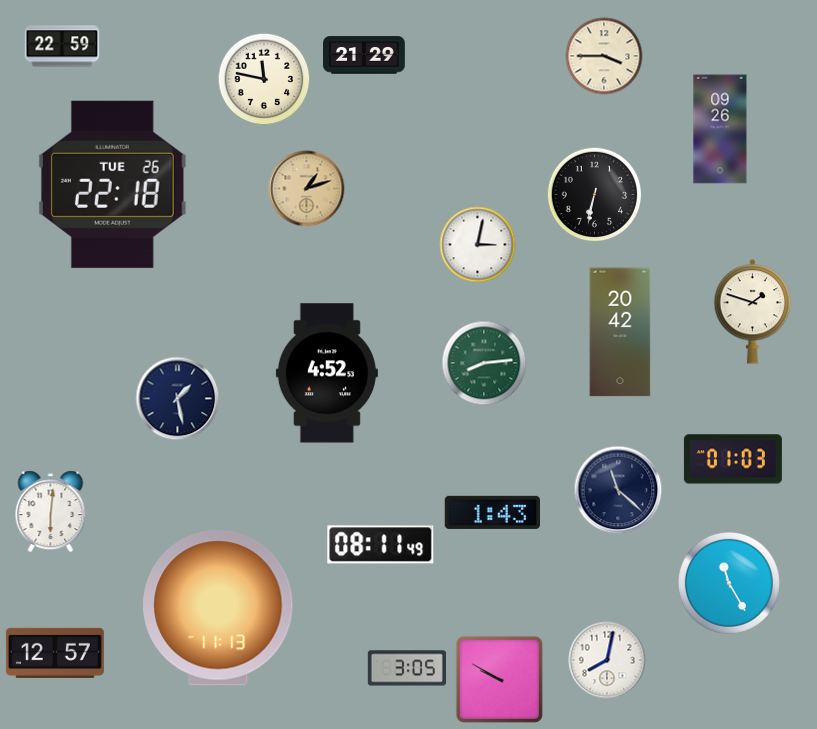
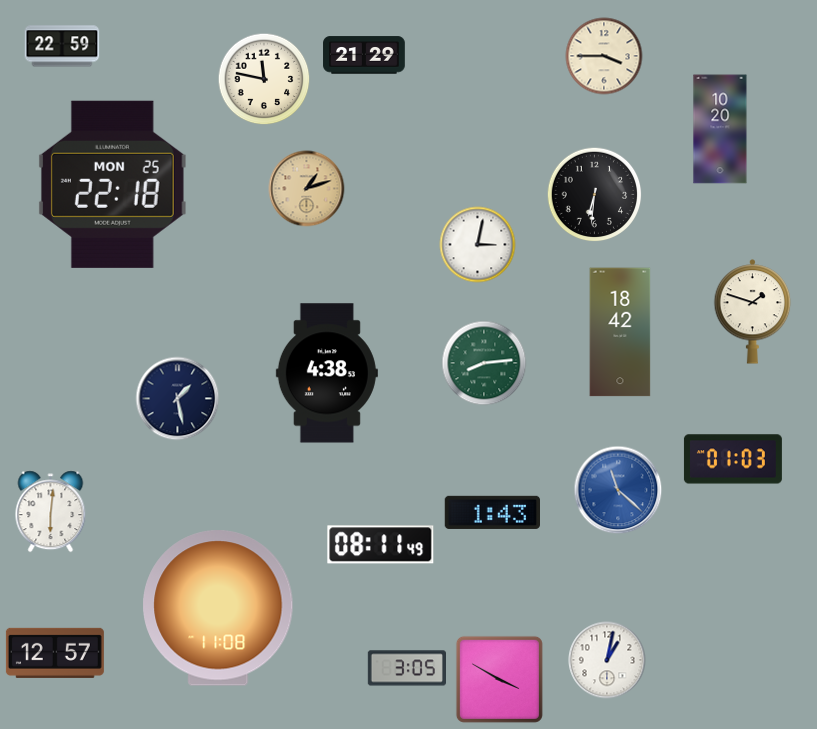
clock at (720, 129): 09:26 -> 10:20
clock at (112, 184) date: TUE 26 -> MON 25
clock at (595, 195): 6:32 -> 6:31
clock at (620, 332): 20:42 -> 18:42
clock at (327, 373): 4:52 -> 4:38
clock at (618, 490) dial: navy -> blue
clock at (729, 583): 11:25 -> none
clock at (218, 608): 11:13 -> 11:08
clock at (607, 660): 8:02 -> 1:02
clock at (499, 679): 9:50 -> 3:50
